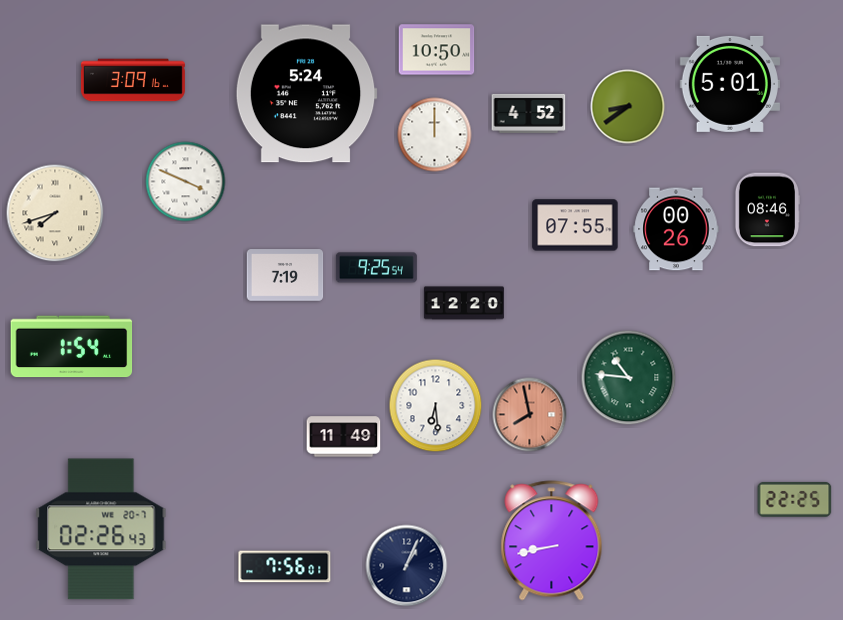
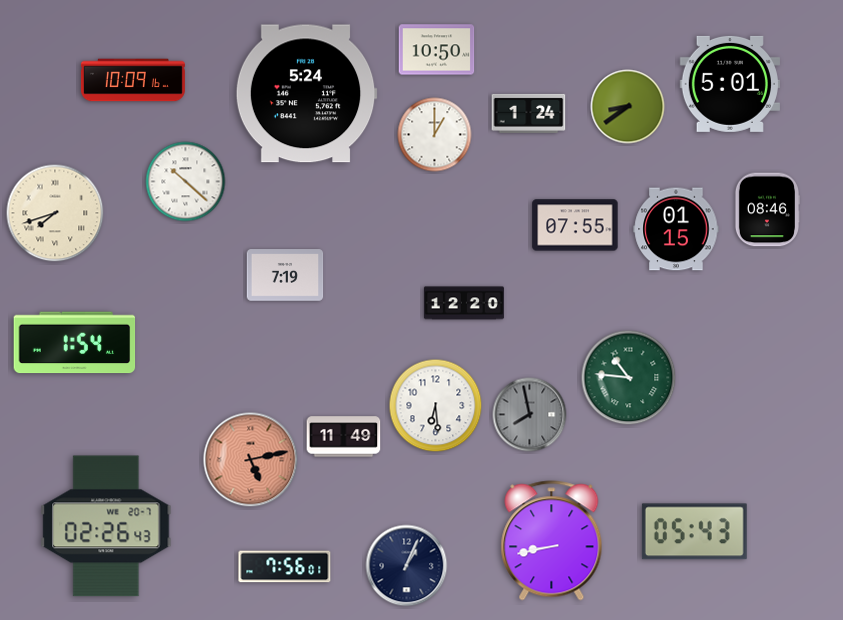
clock at (133, 80): 3:09 -> 10:09
clock at (529, 113): 4:52 -> 1:24
clock at (435, 135): 12:00 -> 1:00
clock at (186, 182): 3:49 -> 10:22
clock at (676, 229): 00:26 -> 01:15
clock at (376, 268): 9:25 -> none
clock at (72, 347) position: (72, 347) -> (75, 343)
clock at (530, 415) dial: salmon -> grey
clock at (251, 460): none -> 5:13
clock at (795, 499): 22:25 -> none
clock at (101, 529) position: (101, 529) -> (106, 526)
clock at (694, 532): none -> 05:43
